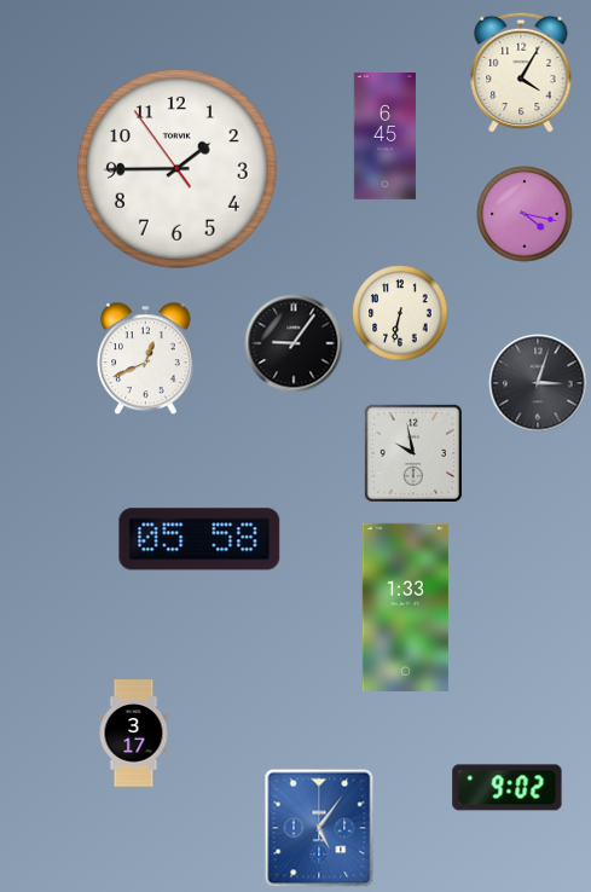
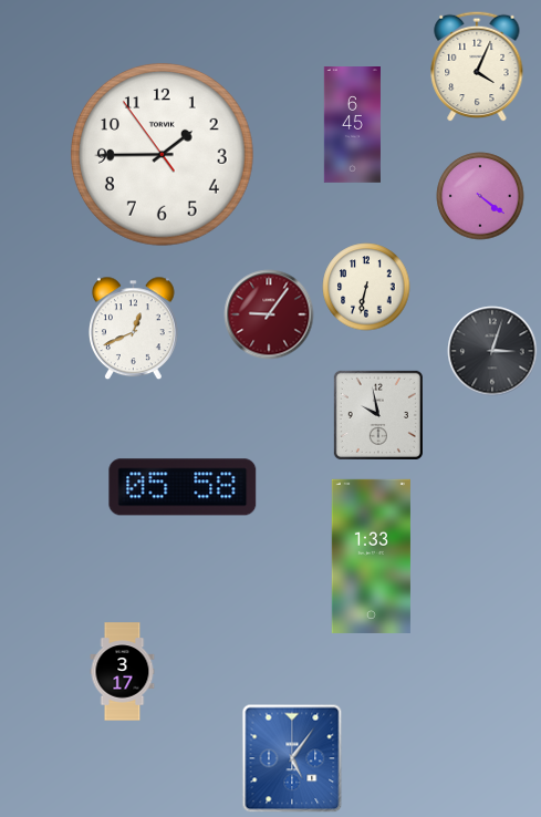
clock at (521, 73): 4:05 -> 4:04
clock at (525, 214): 4:17 -> 4:21
clock at (294, 343) dial: black -> burgundy
clock at (199, 539) position: (199, 539) -> (183, 487)
clock at (508, 788): 9:02 -> none
